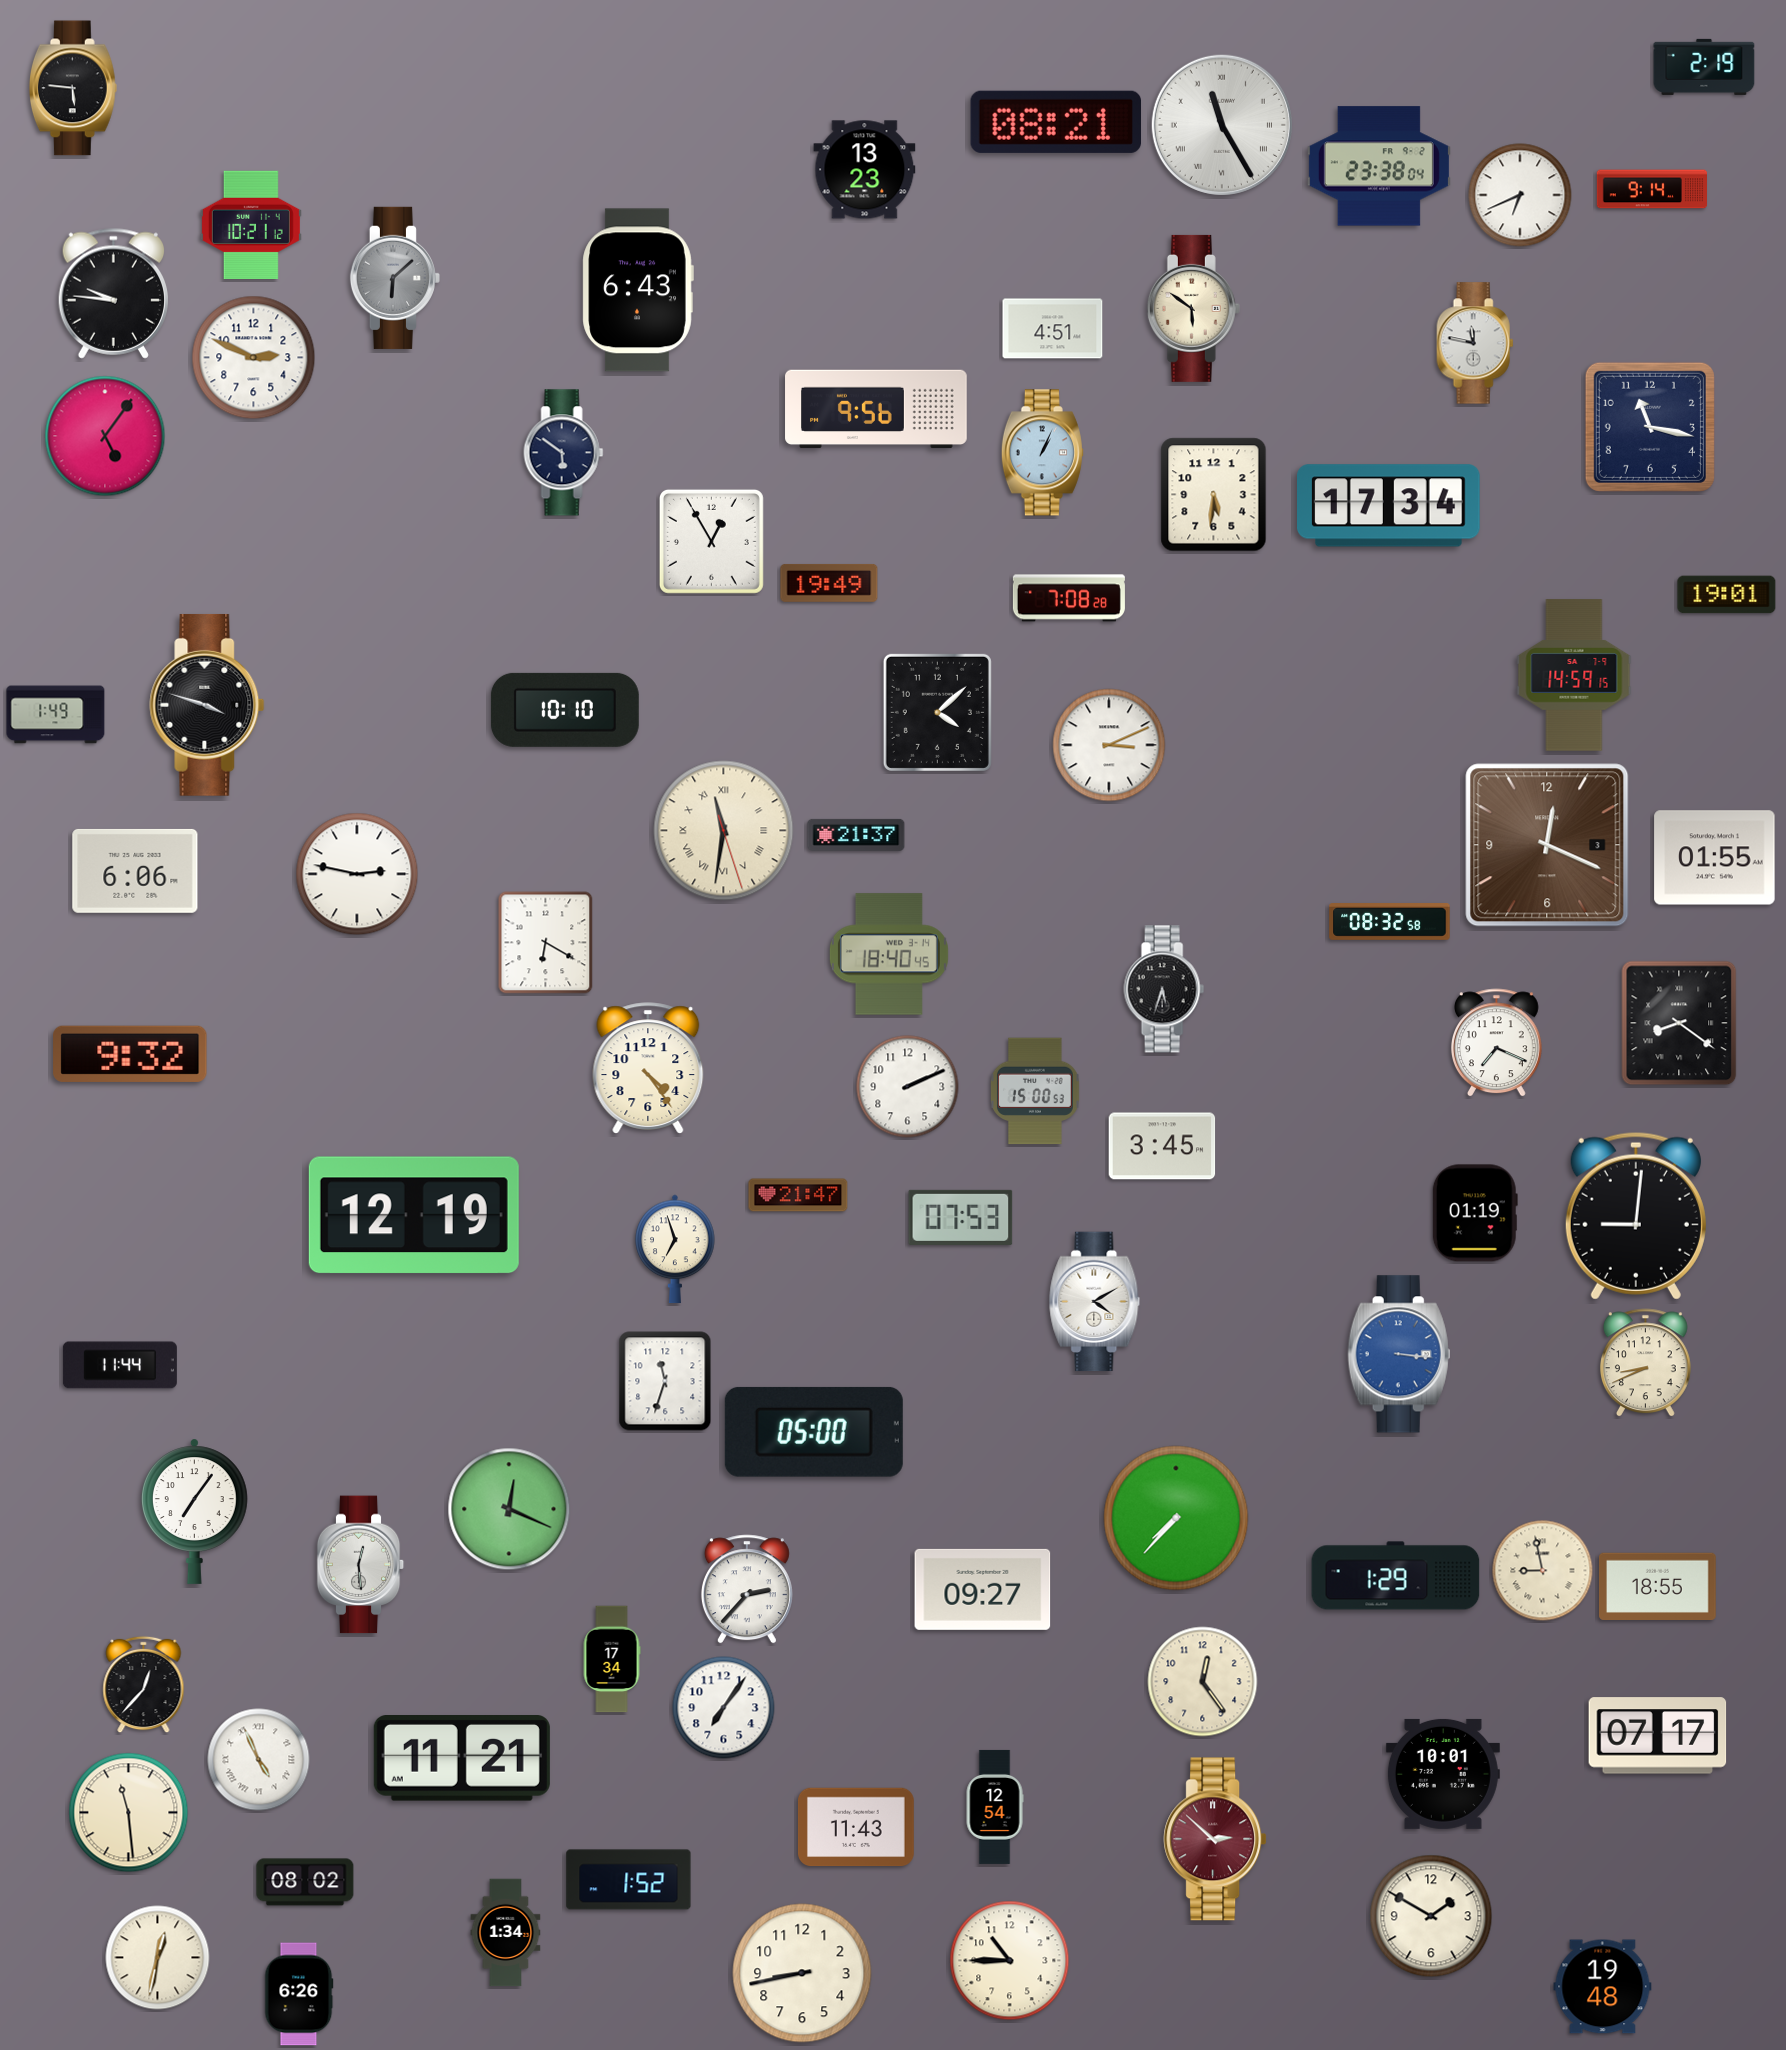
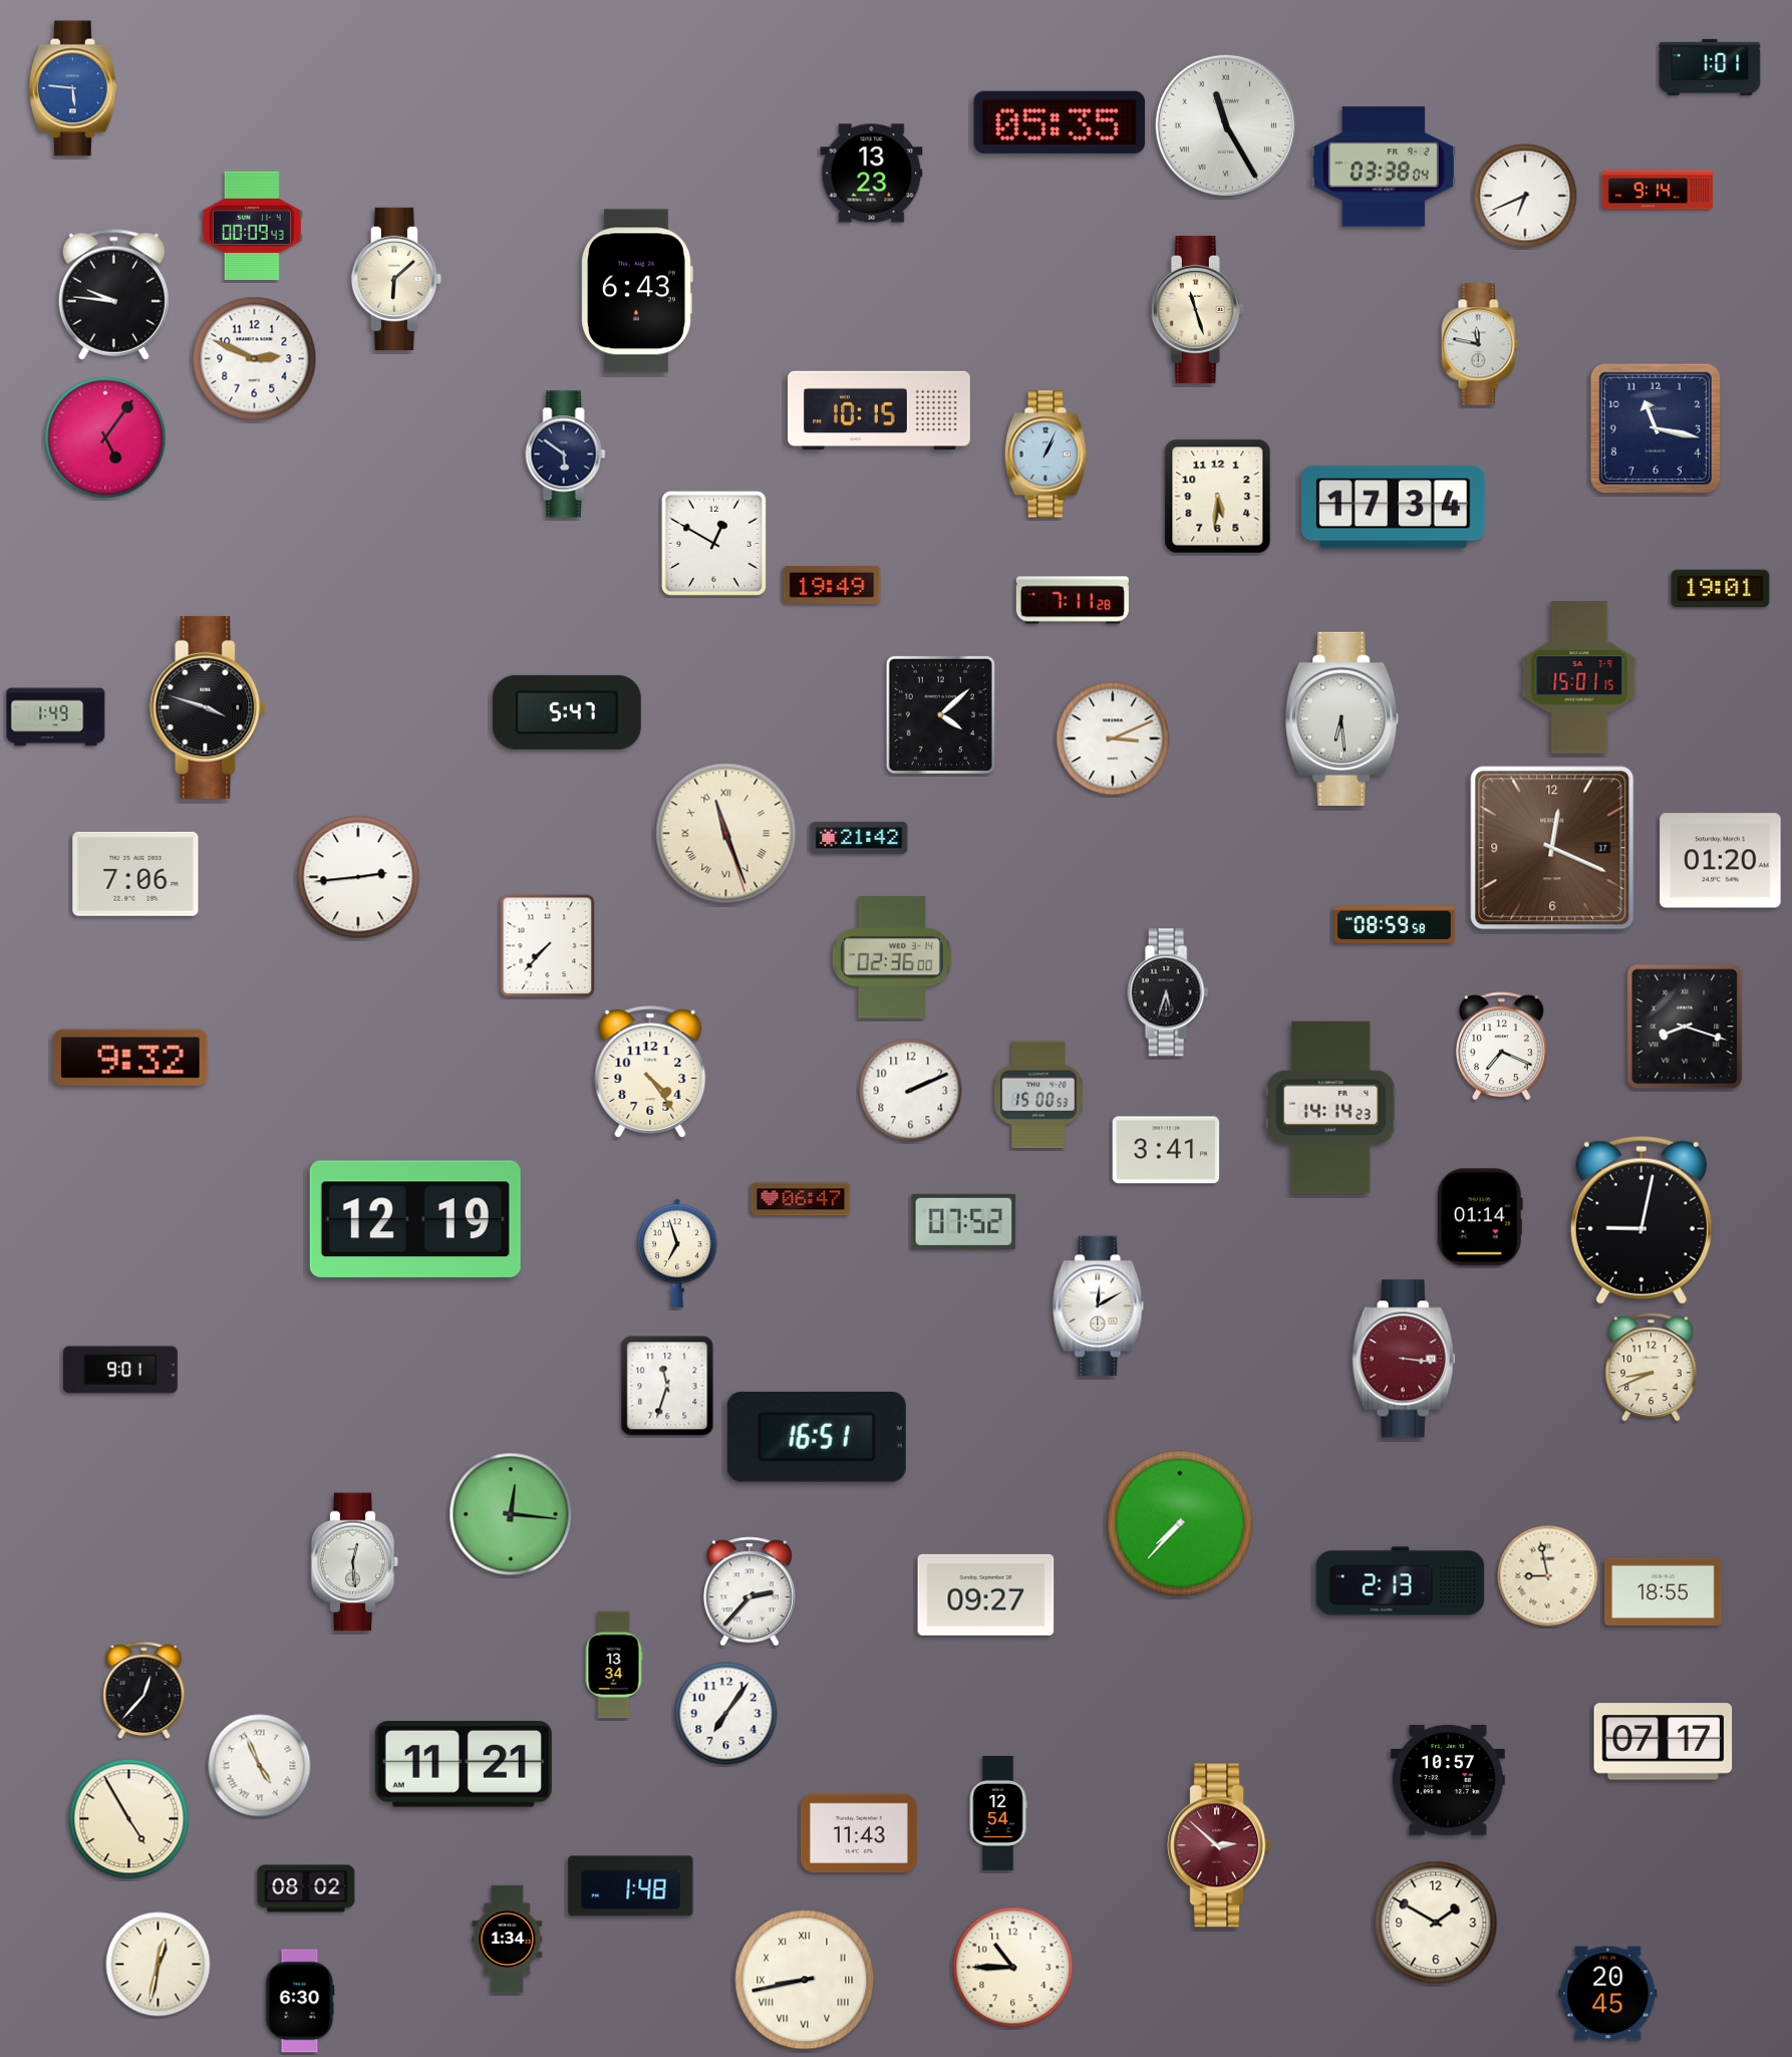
clock at (1704, 67): 2:19 -> 1:01
clock at (73, 88) dial: black -> blue
clock at (1055, 122): 08:21 -> 05:35
clock at (1379, 166): 23:38 -> 03:38
clock at (865, 170) position: (865, 170) -> (872, 174)
clock at (251, 224): 10:21 -> 00:09
clock at (395, 278) dial: grey -> cream
clock at (638, 290) position: (638, 290) -> (637, 291)
clock at (1193, 308): 5:51 -> 11:27
clock at (1053, 329): 4:51 -> none
clock at (876, 409): 9:56 -> 10:15
clock at (711, 541): 12:55 -> 12:50
clock at (1727, 595) position: (1727, 595) -> (1721, 589)
clock at (1069, 598): 7:08 -> 7:11
clock at (1574, 675): 14:59 -> 15:01
clock at (565, 710): 10:10 -> 5:47
clock at (1342, 718): none -> 6:29
clock at (1109, 745) position: (1109, 745) -> (1113, 739)
clock at (724, 831): 11:31 -> 11:26
clock at (856, 835): 21:37 -> 21:42
clock at (1547, 845) date: 3 -> 17
clock at (1715, 858): 01:55 -> 01:20
clock at (135, 871): 6:06 -> 7:06
clock at (357, 874): 2:47 -> 2:44
clock at (1390, 922): 08:32 -> 08:59
clock at (546, 943): 6:20 -> 7:37
clock at (889, 954): 18:40 -> 02:36
clock at (1679, 1023): 8:21 -> 8:18
clock at (1330, 1108): none -> 14:14
clock at (1162, 1146): 3:45 -> 3:41
clock at (798, 1195): 21:47 -> 06:47
clock at (1475, 1213): 01:19 -> 01:14
clock at (1636, 1216): 9:01 -> 9:02
clock at (961, 1217): 07:53 -> 07:52
clock at (1095, 1302): 4:10 -> 12:10
clock at (1399, 1354) dial: blue -> burgundy
clock at (120, 1365): 11:44 -> 9:01
clock at (814, 1432): 05:00 -> 16:51
clock at (509, 1509): 12:19 -> 12:16
clock at (194, 1511): 7:06 -> none
clock at (361, 1565) position: (361, 1565) -> (355, 1562)
clock at (1396, 1576): 1:29 -> 2:13
clock at (747, 1589) position: (747, 1589) -> (750, 1591)
clock at (612, 1659): 17:34 -> 13:34
clock at (1203, 1682): 12:24 -> none
clock at (1443, 1774): 10:01 -> 10:57
clock at (129, 1813): 11:29 -> 4:55
clock at (629, 1880): 1:52 -> 1:48
clock at (802, 1973) numerals: Arabic -> Roman
clock at (1603, 1987): 19:48 -> 20:45
clock at (299, 1994): 6:26 -> 6:30
